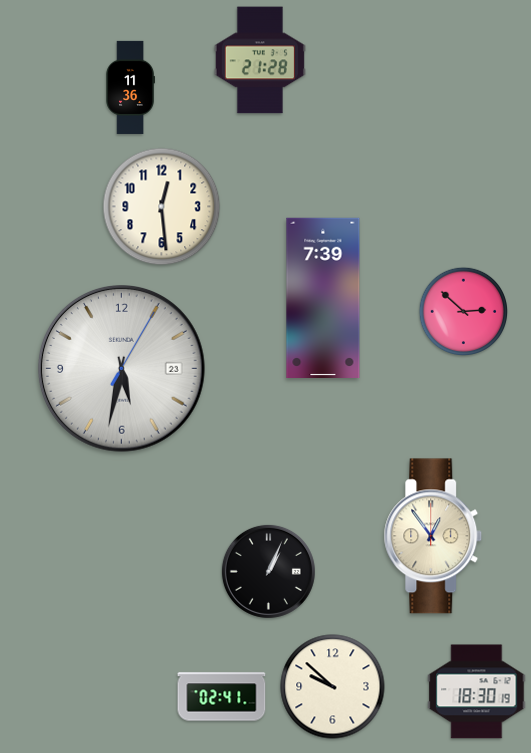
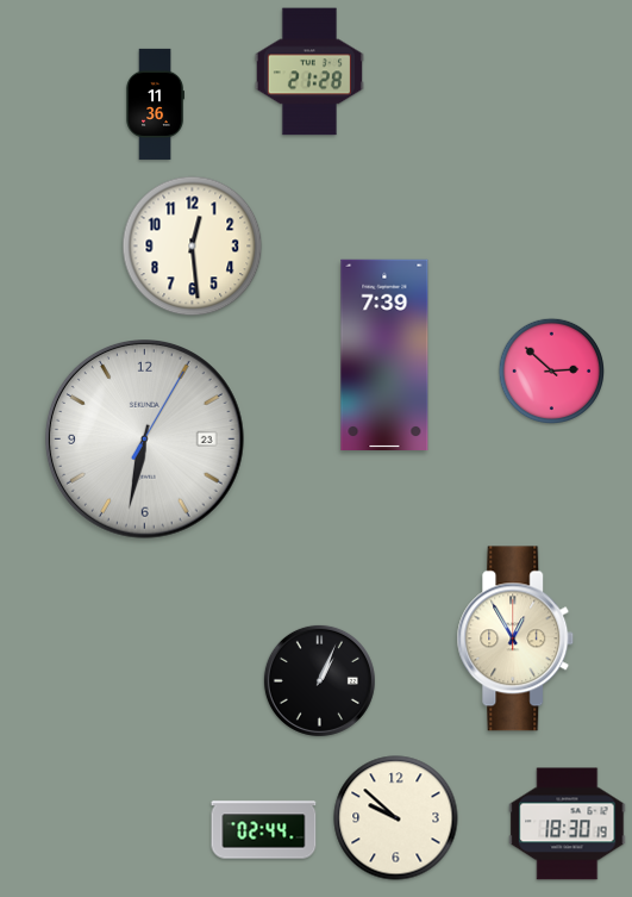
clock at (122, 369): 5:32 -> 6:32
clock at (433, 536): 12:54 -> 12:55
clock at (222, 697): 02:41 -> 02:44
